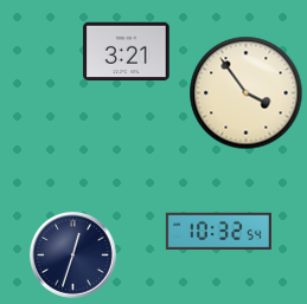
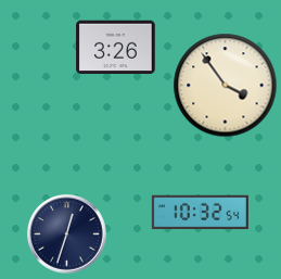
clock at (127, 52): 3:21 -> 3:26
